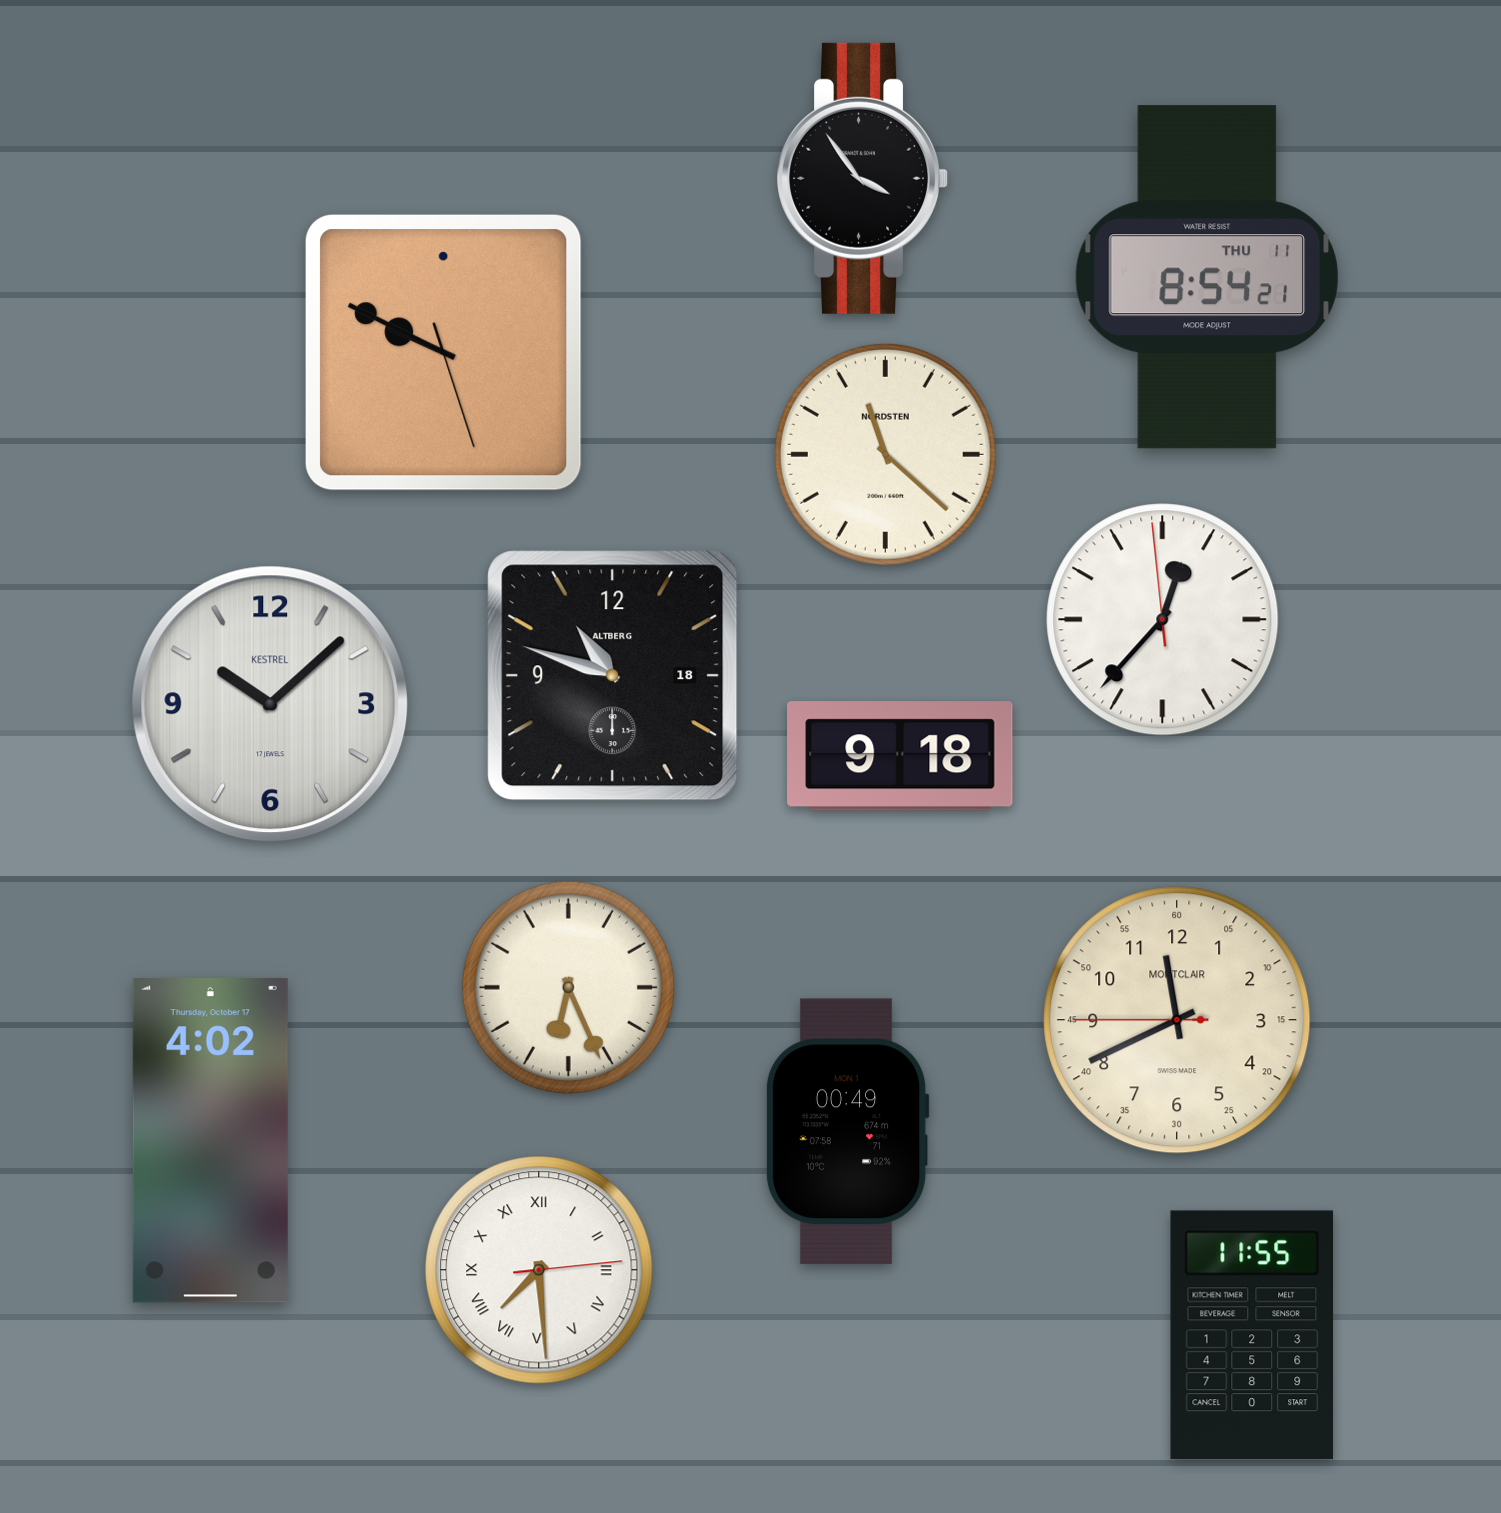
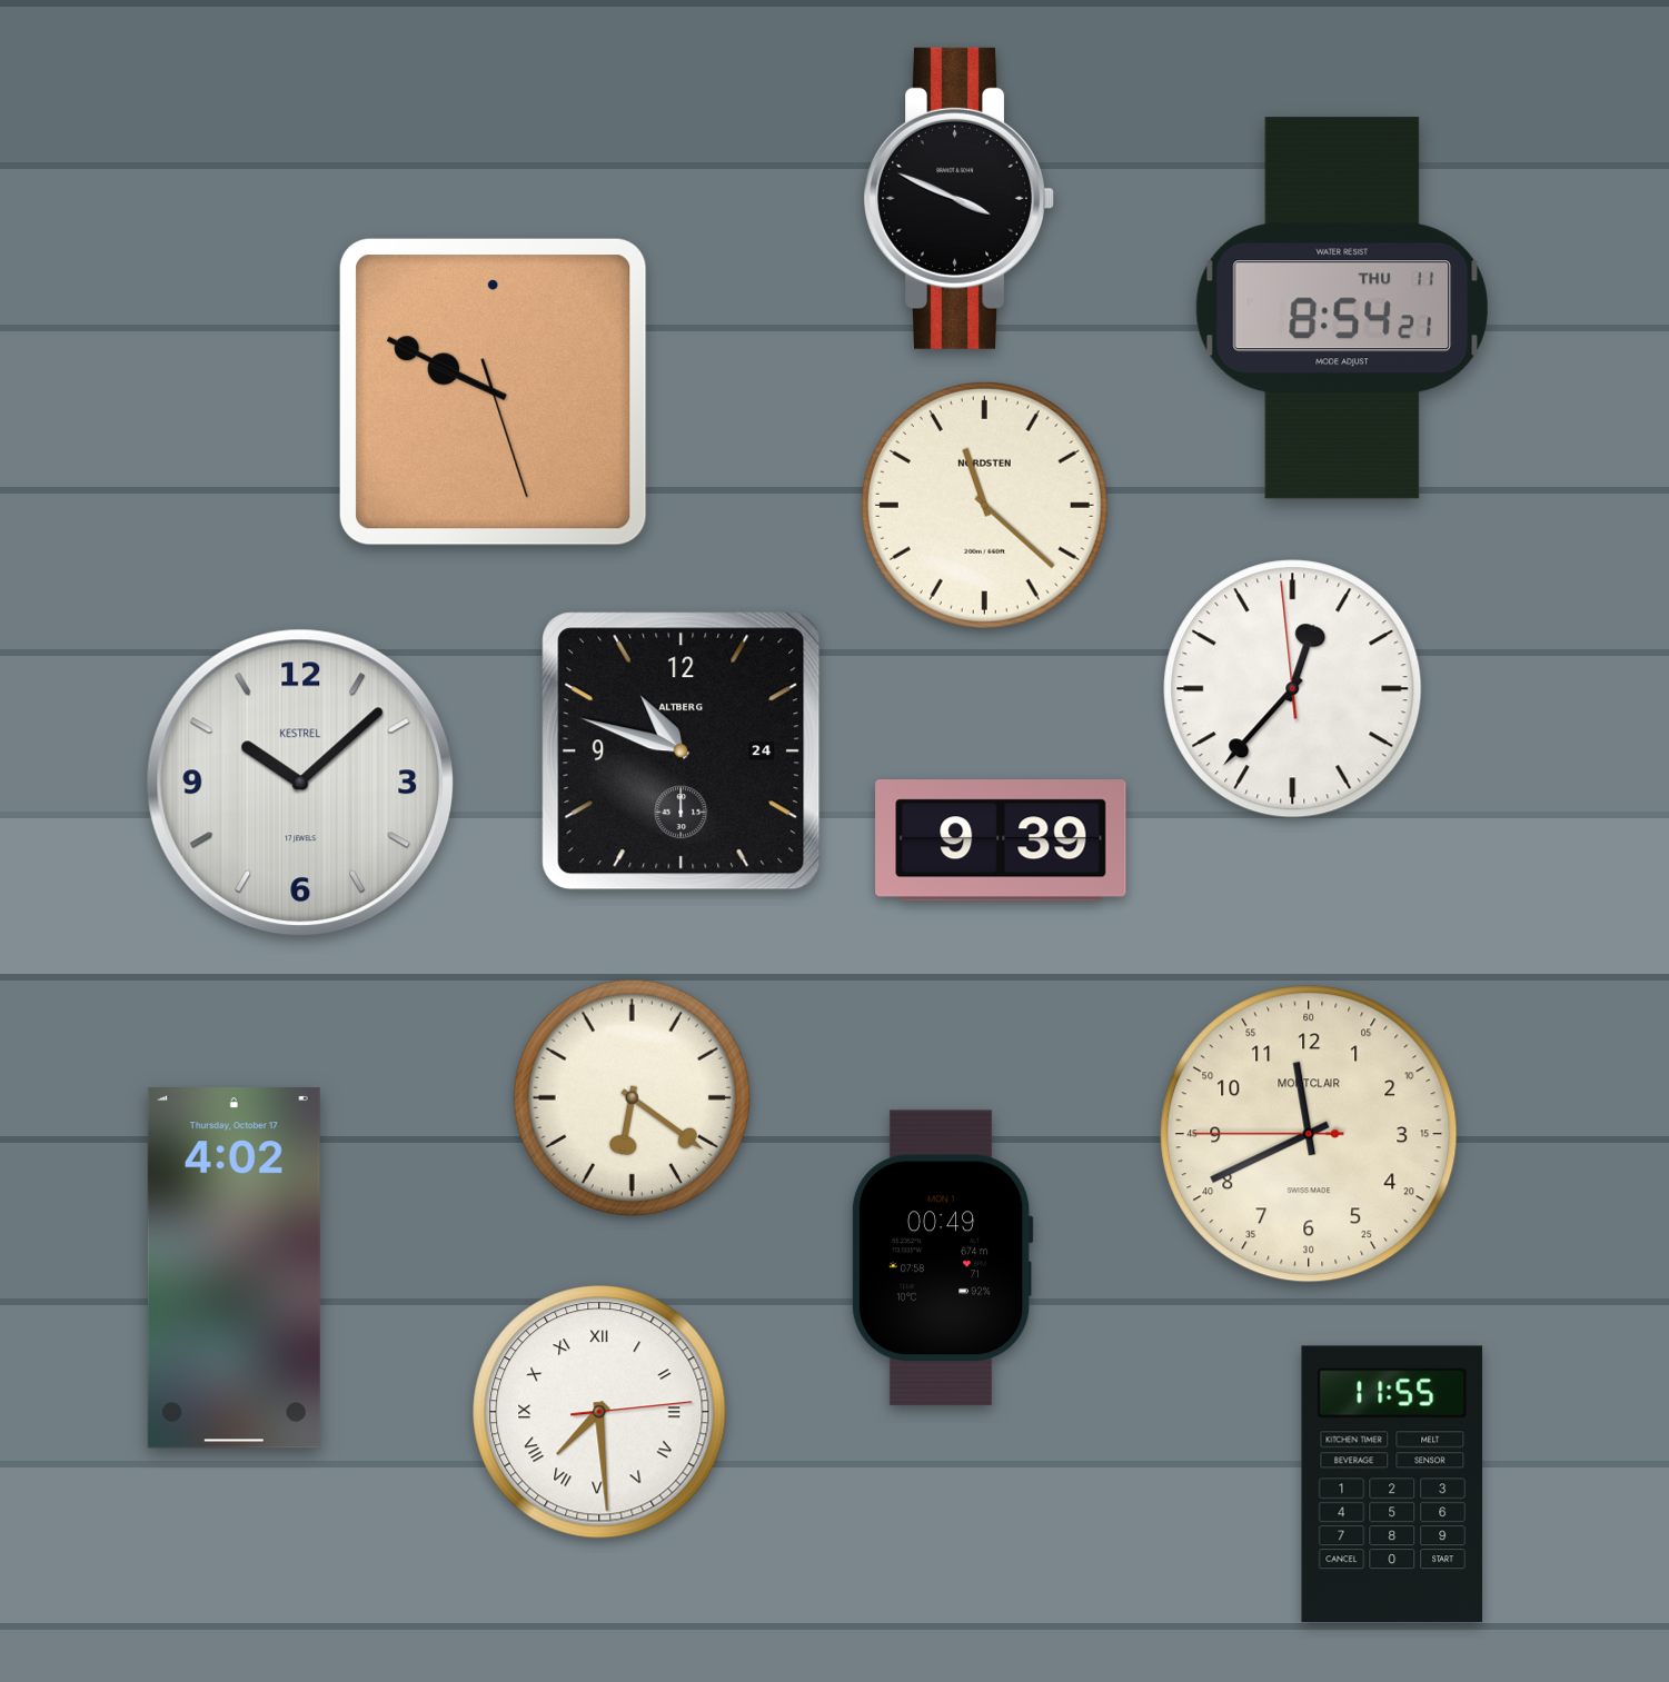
clock at (862, 178): 3:54 -> 3:49
clock at (613, 676) date: 18 -> 24
clock at (900, 756): 9:18 -> 9:39
clock at (568, 987): 6:26 -> 6:21
